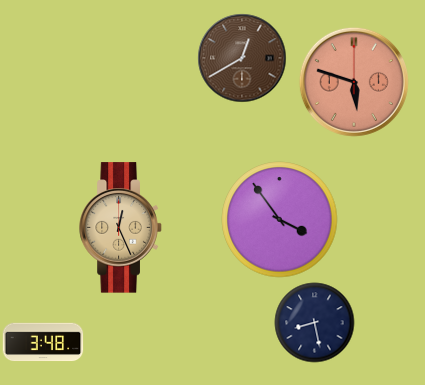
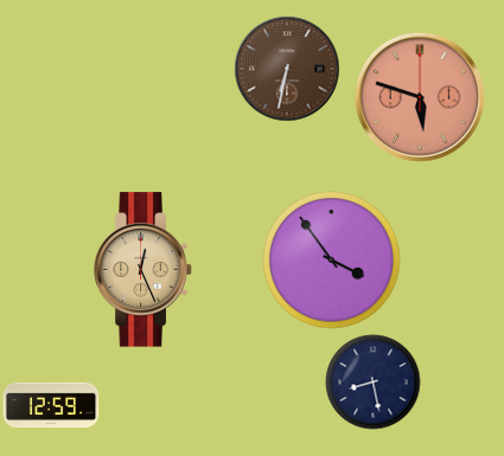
clock at (242, 58): 12:40 -> 6:32
clock at (43, 342): 3:48 -> 12:59
